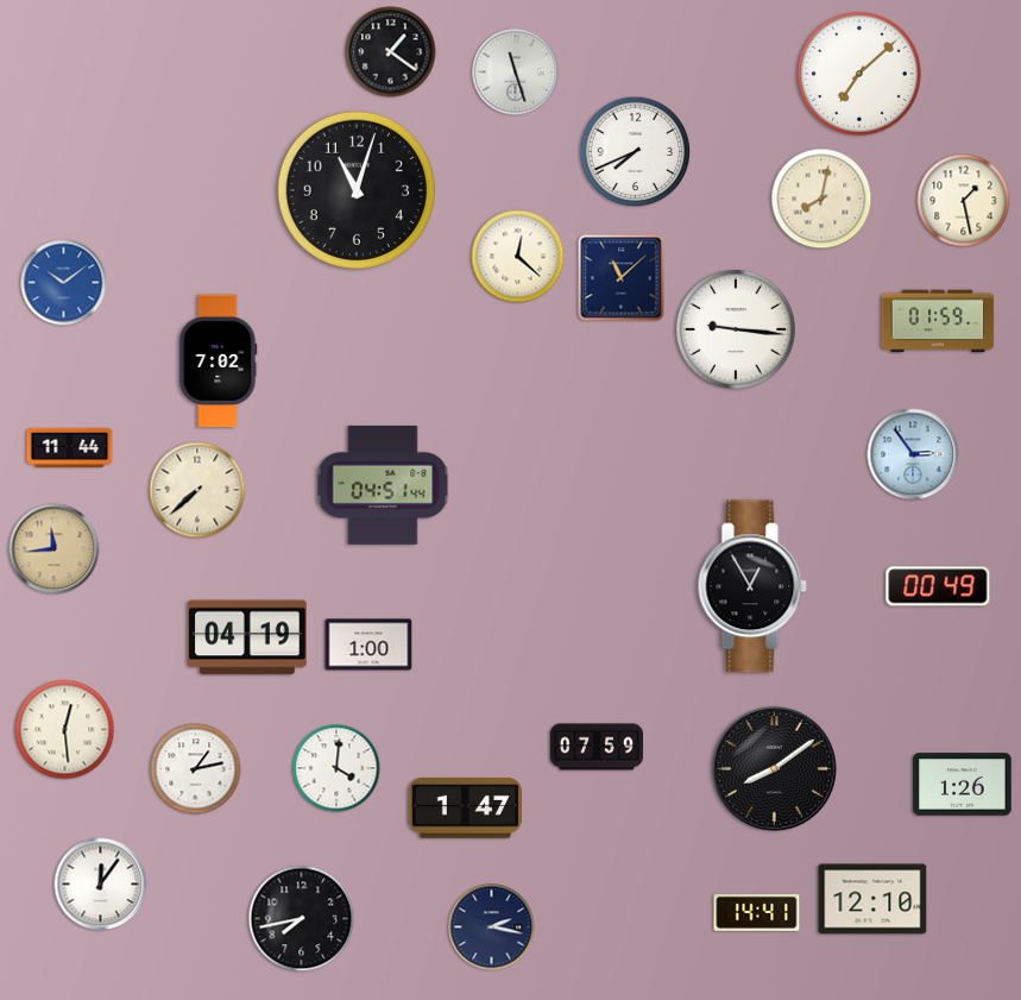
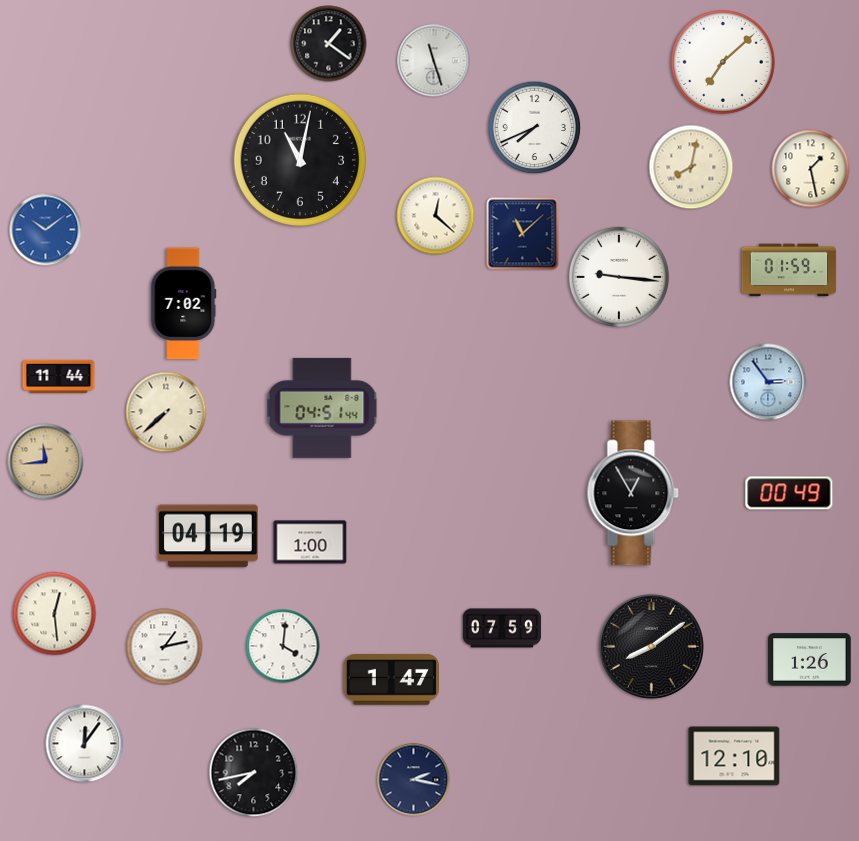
clock at (355, 189): 11:03 -> 11:02
clock at (64, 283) position: (64, 283) -> (46, 230)
clock at (757, 912): 14:41 -> none
